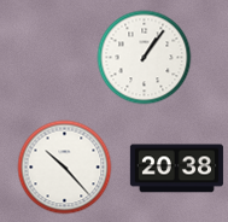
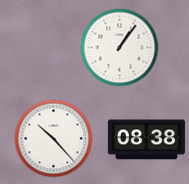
clock at (176, 169): 20:38 -> 08:38
